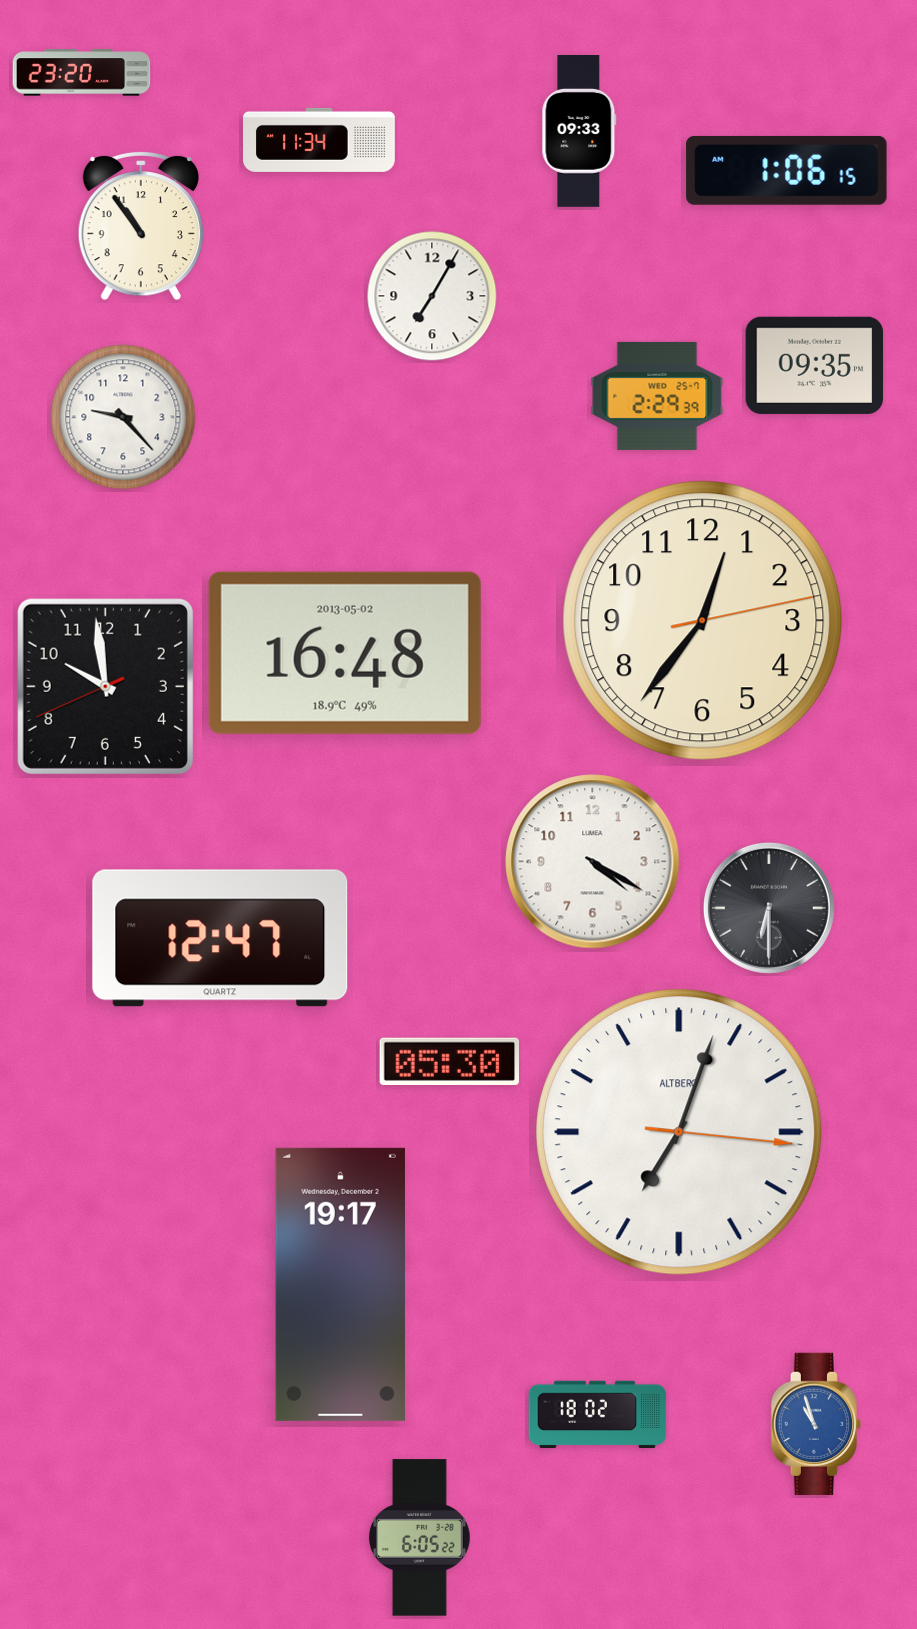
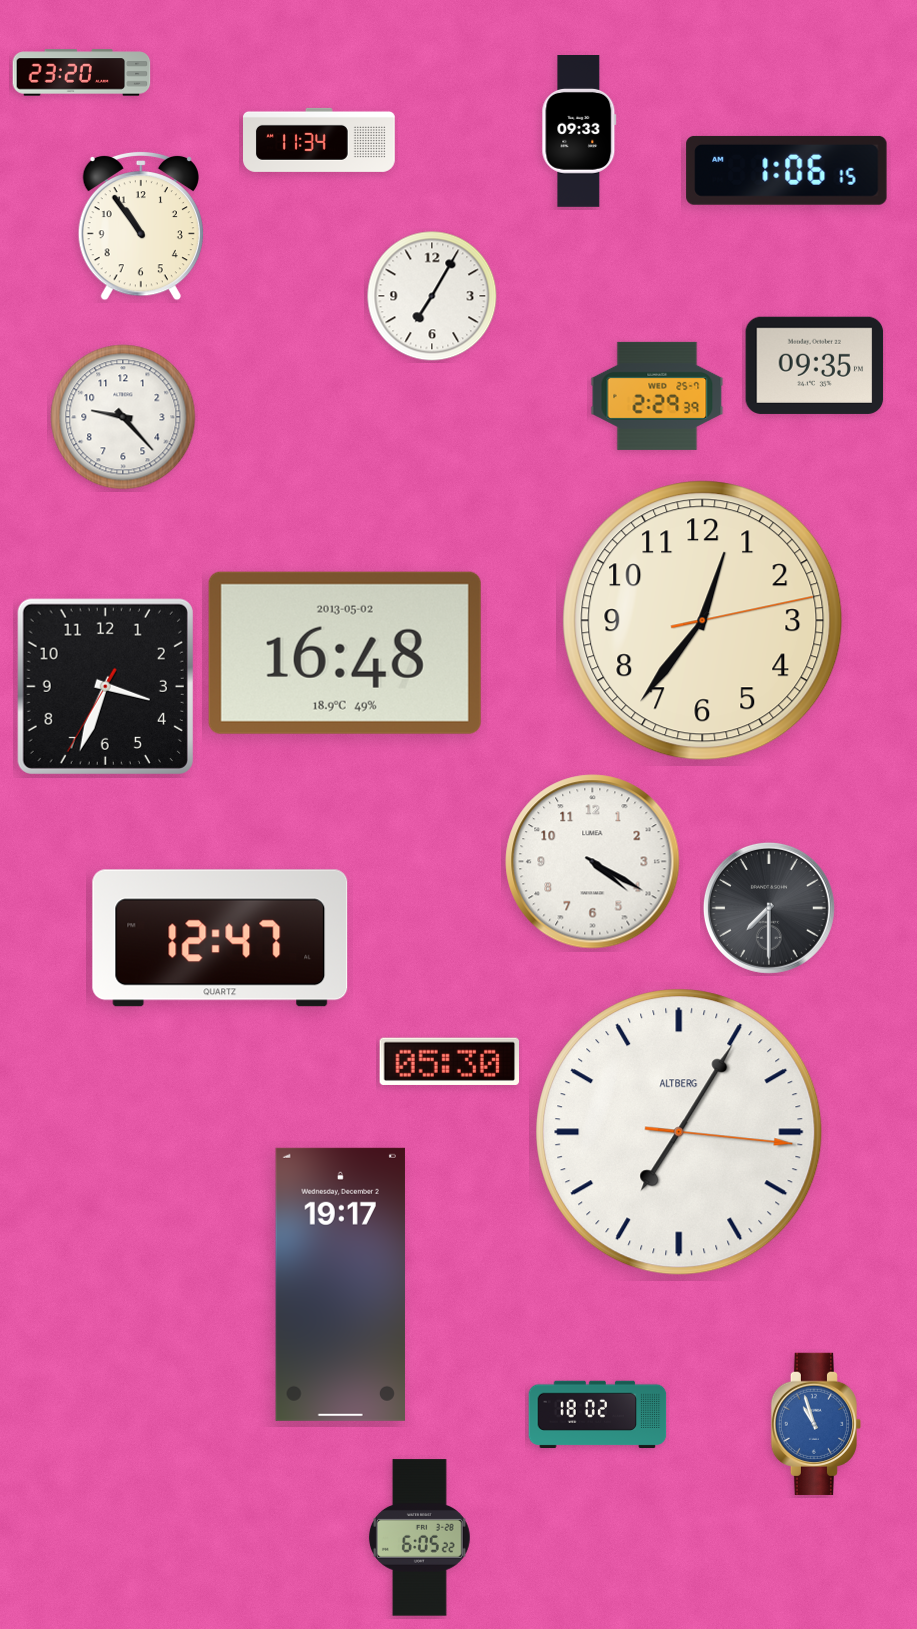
clock at (105, 686): 9:58 -> 3:33
clock at (769, 908): 6:30 -> 7:30
clock at (679, 1132): 7:03 -> 7:05
